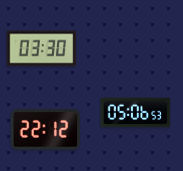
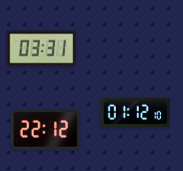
clock at (42, 49): 03:30 -> 03:31
clock at (136, 113): 05:06 -> 01:12
